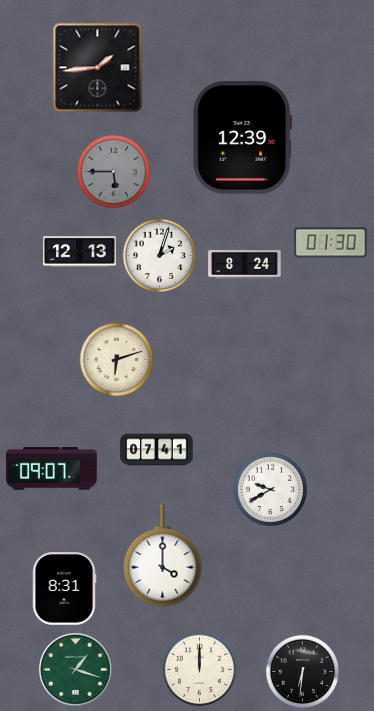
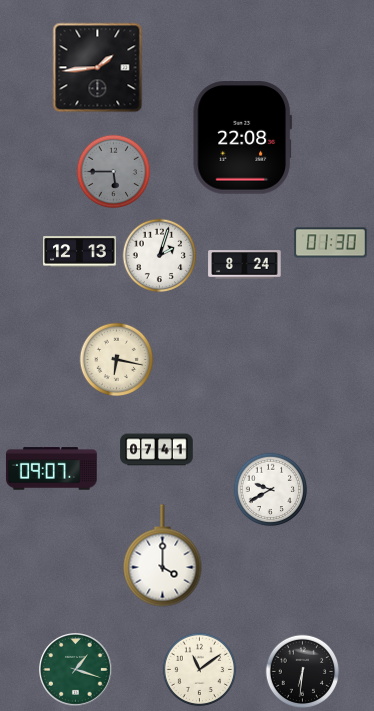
clock at (242, 138): 12:39 -> 22:08
clock at (117, 360): 6:12 -> 6:17
clock at (64, 589): 8:31 -> none
clock at (200, 670): 12:00 -> 11:09
